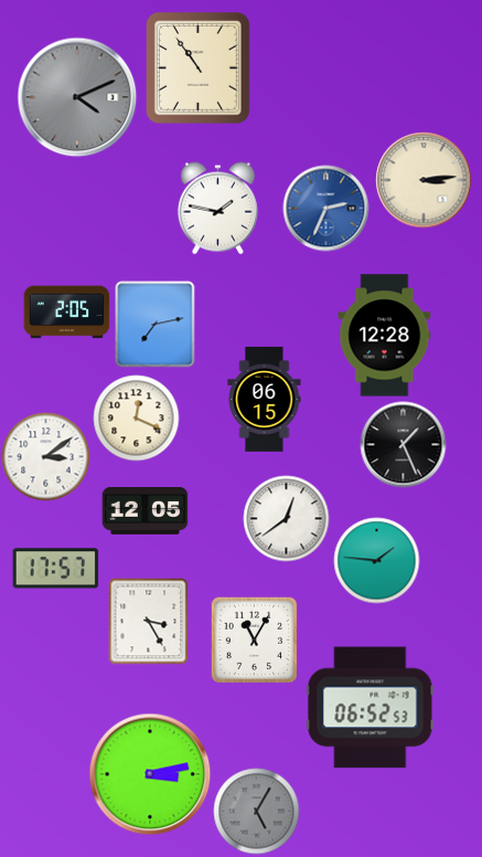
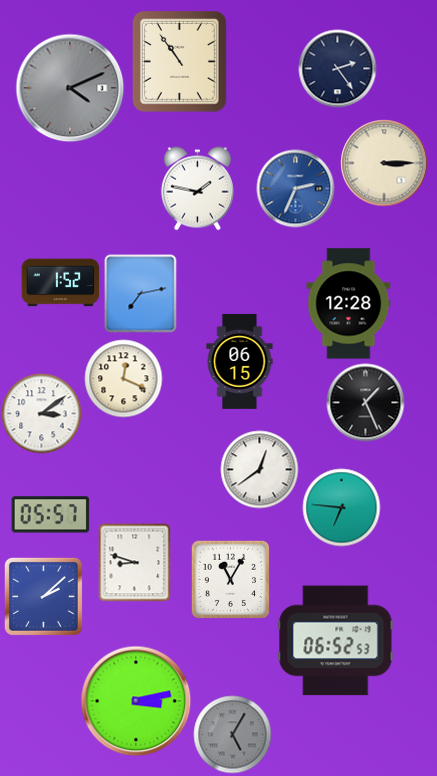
clock at (337, 68): none -> 2:24
clock at (424, 180): 3:14 -> 3:15
clock at (66, 313): 2:05 -> 1:52
clock at (144, 511): 12:05 -> none
clock at (376, 560): 1:46 -> 6:46
clock at (55, 569): 17:57 -> 05:57
clock at (149, 621): 3:25 -> 8:48
clock at (43, 596): none -> 2:08
